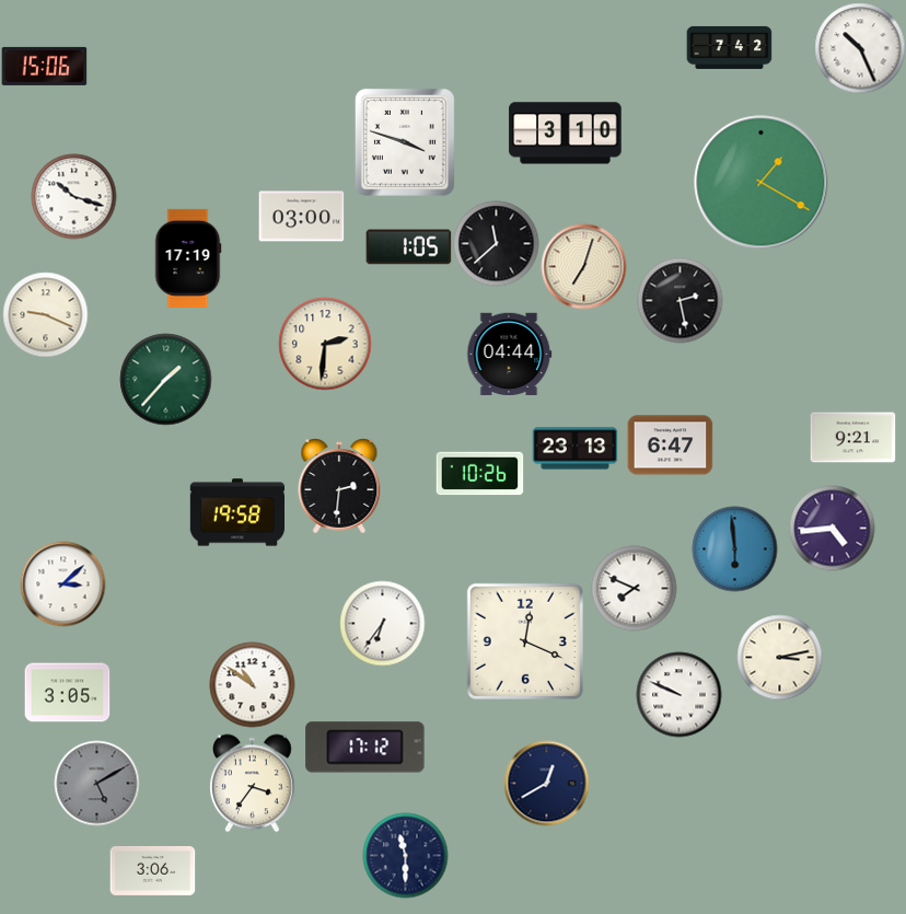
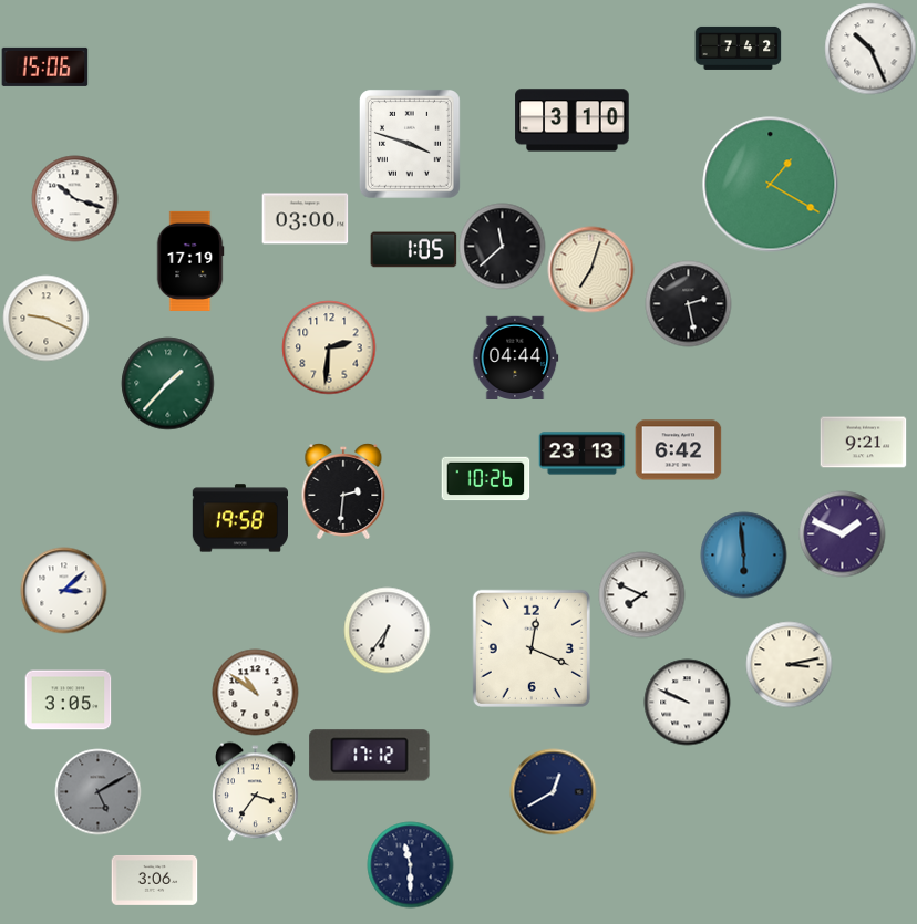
clock at (566, 134) position: (566, 134) -> (573, 121)
clock at (670, 446): 6:47 -> 6:42
clock at (832, 528): 4:44 -> 1:49
